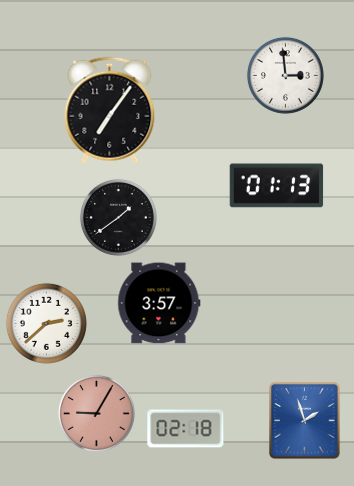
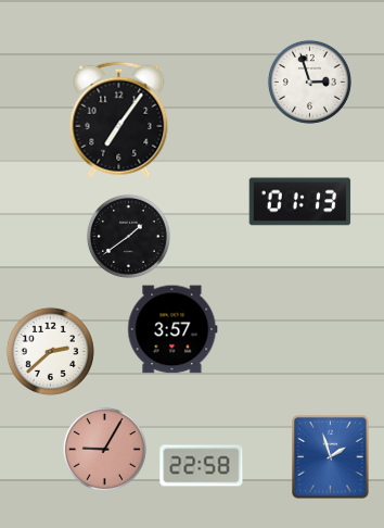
clock at (285, 75): 2:59 -> 2:57
clock at (186, 429): 02:18 -> 22:58
